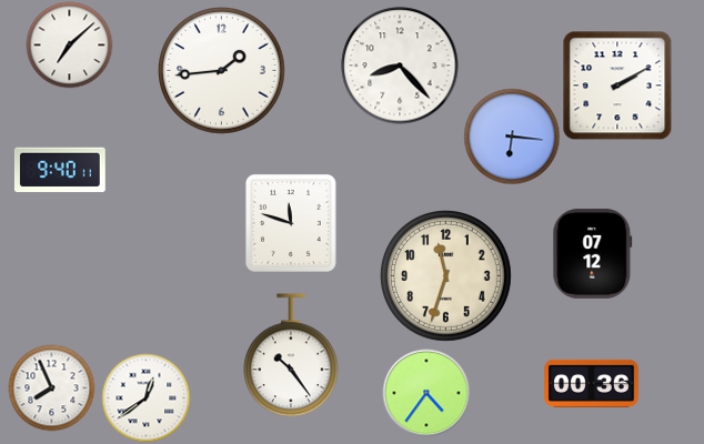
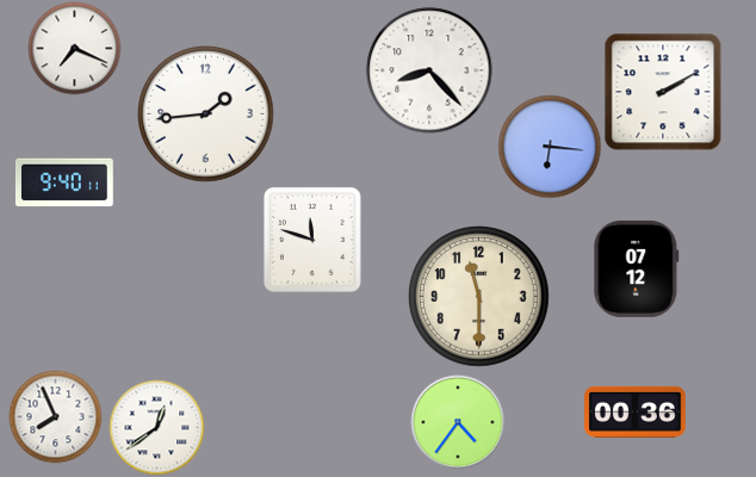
clock at (69, 44): 7:08 -> 7:19
clock at (222, 71) position: (222, 71) -> (206, 114)
clock at (593, 253) position: (593, 253) -> (637, 268)
clock at (446, 276): 11:33 -> 11:30
clock at (291, 355): 10:24 -> none
